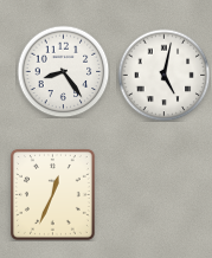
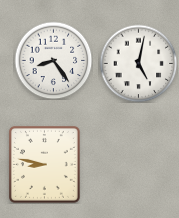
clock at (52, 194): 12:34 -> 8:47
